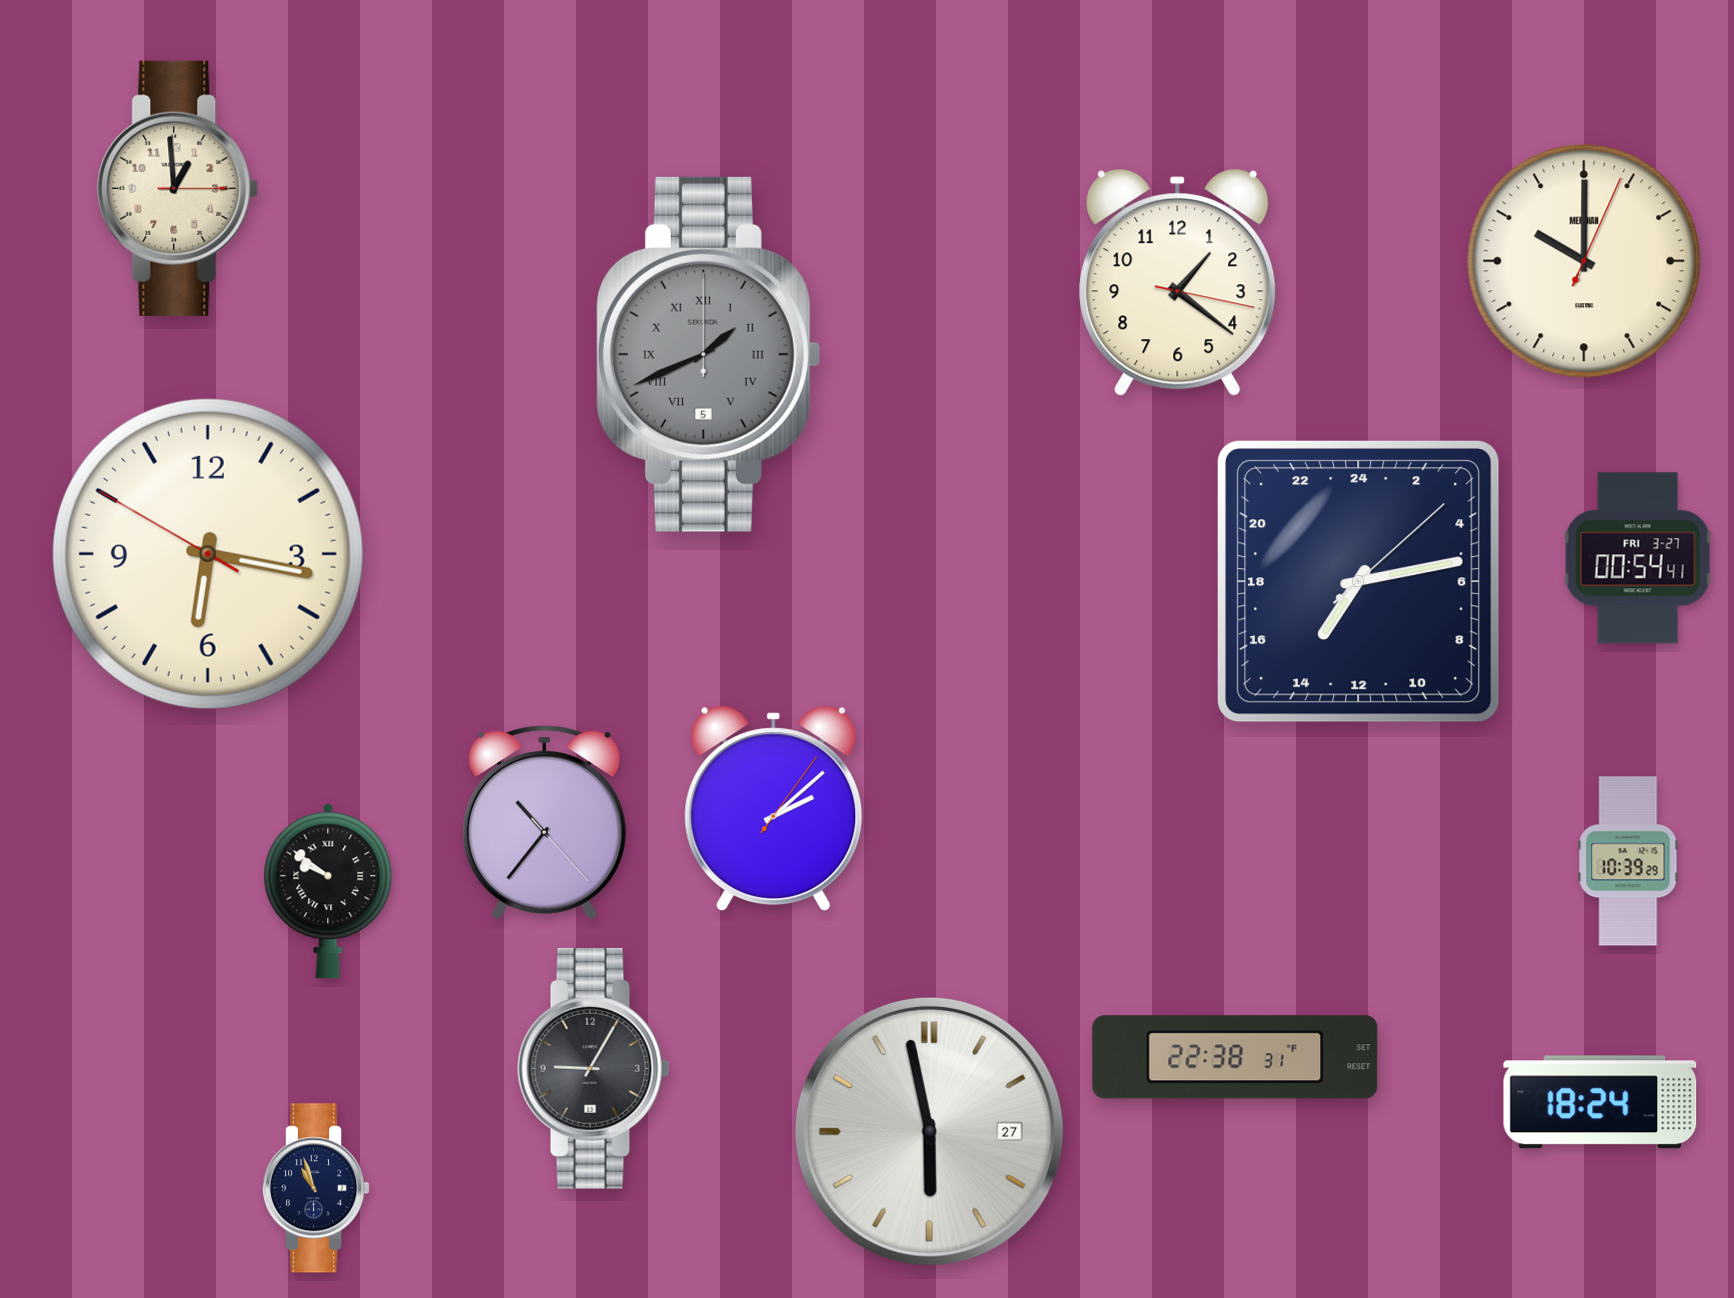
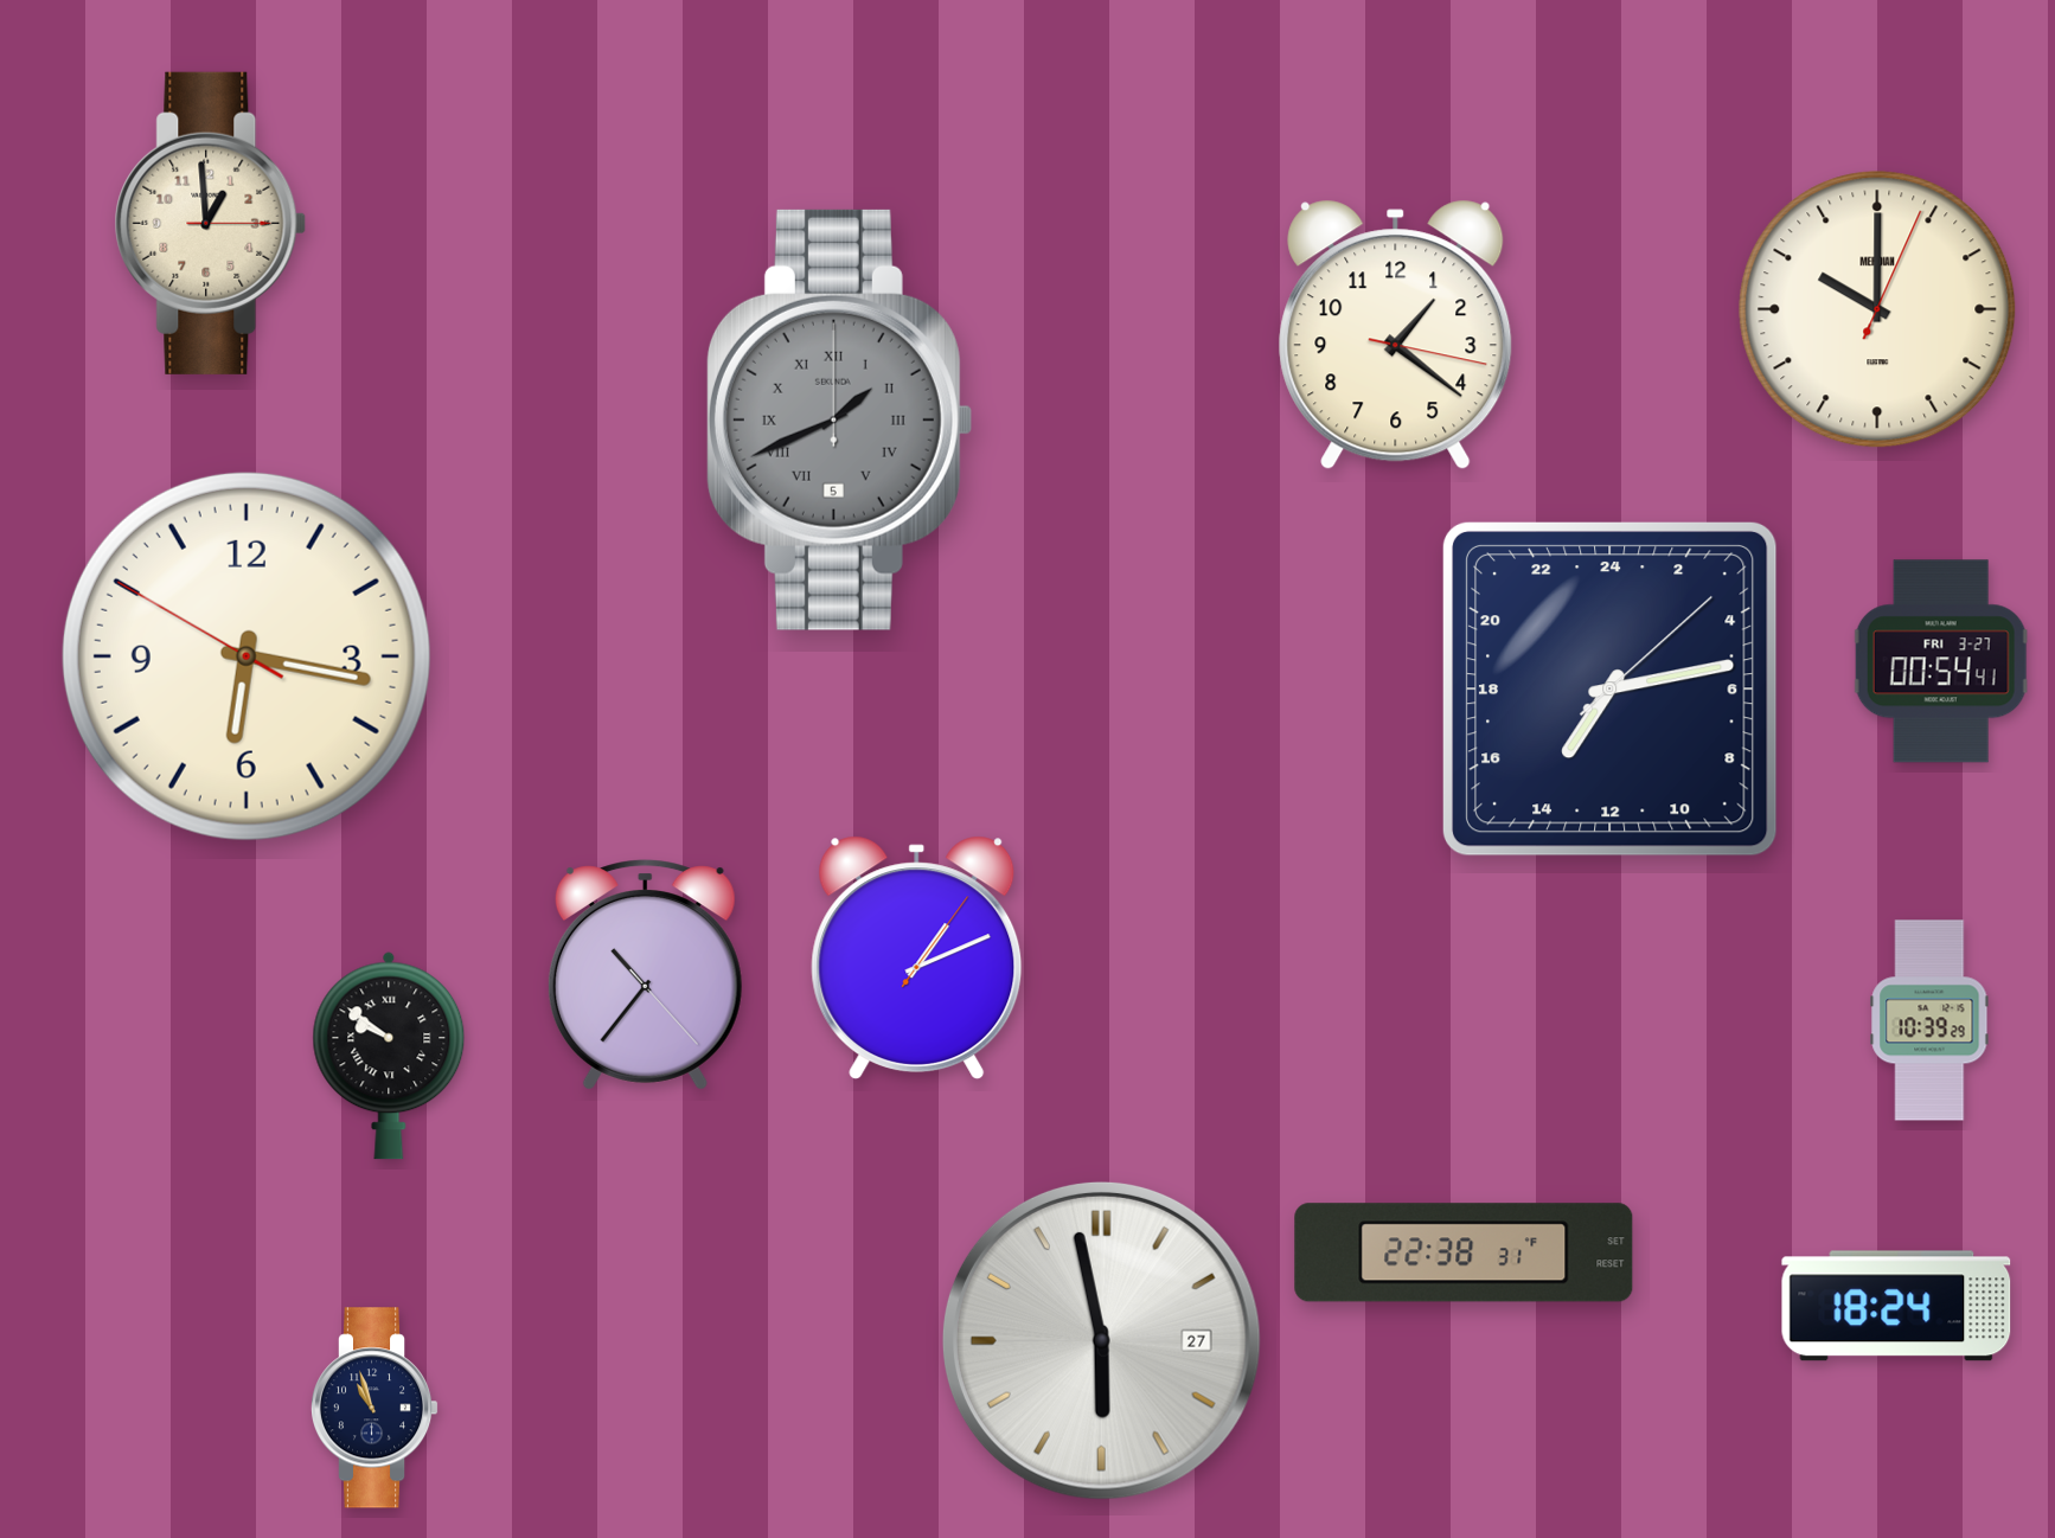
clock at (774, 809): 2:08 -> 1:11
clock at (594, 1068): 9:05 -> none
